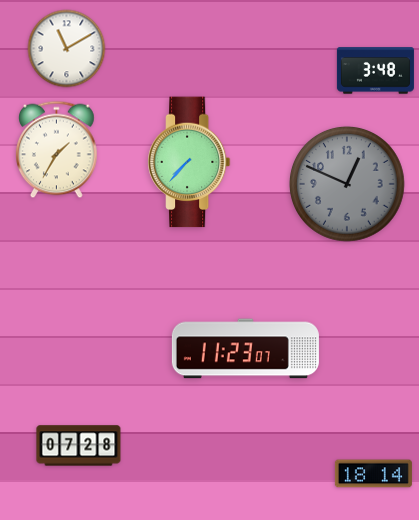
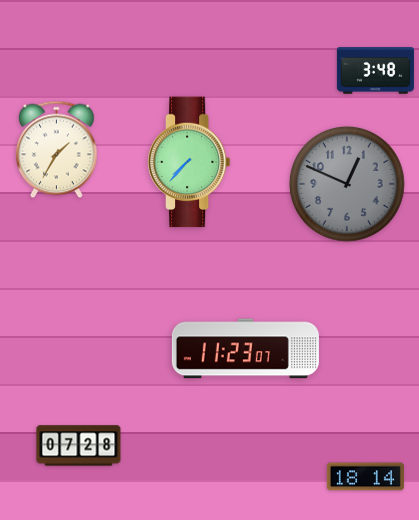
clock at (67, 49): 11:10 -> none
clock at (373, 474) position: (373, 474) -> (365, 477)
